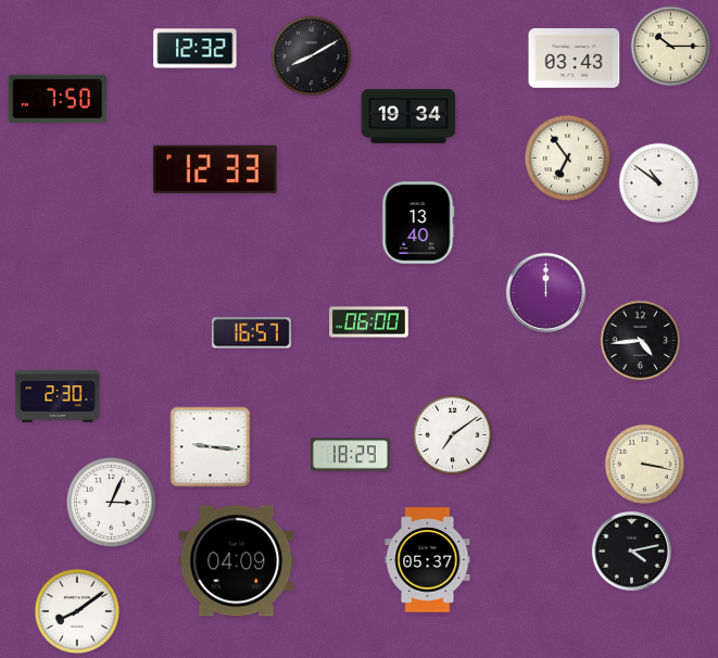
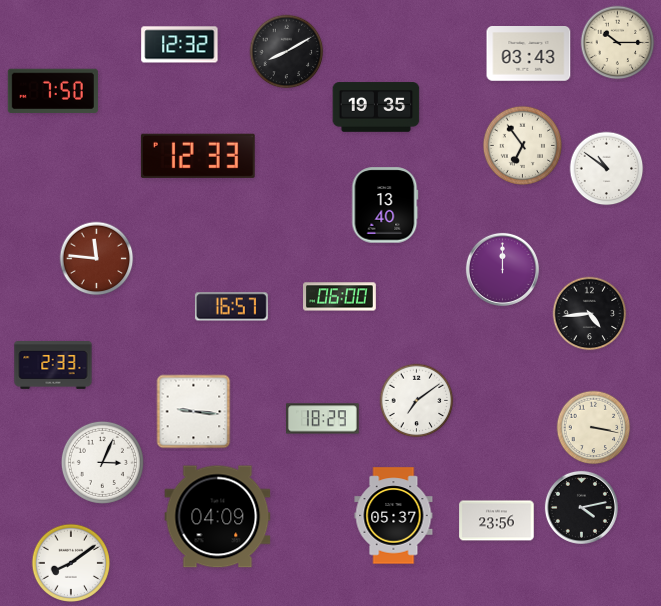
clock at (408, 116): 19:34 -> 19:35
clock at (97, 259): none -> 11:46
clock at (58, 397): 2:30 -> 2:33
clock at (497, 521): none -> 23:56
